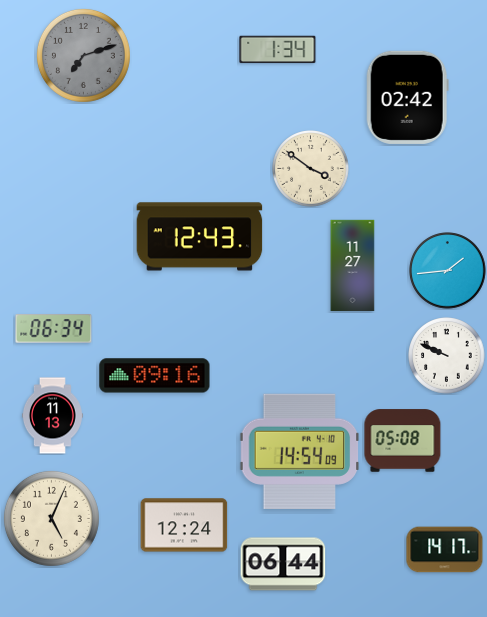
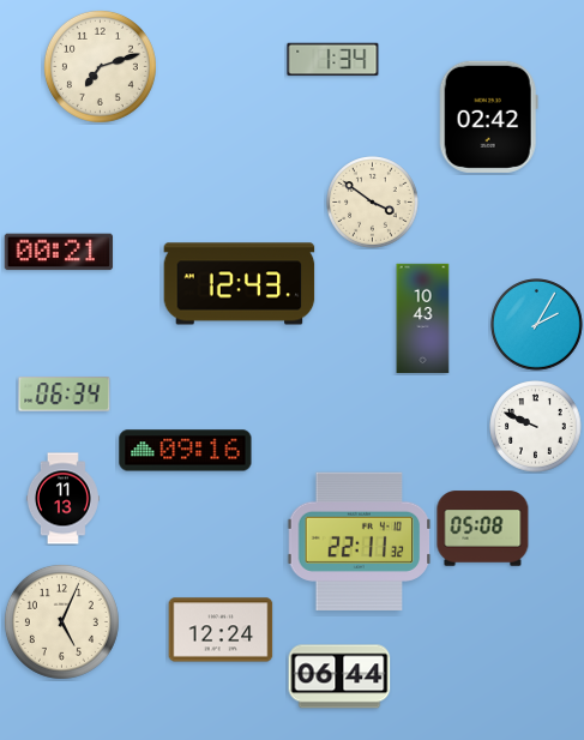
clock at (83, 55) dial: grey -> cream
clock at (59, 252): none -> 00:21
clock at (353, 266): 11:27 -> 10:43
clock at (448, 271): 1:44 -> 2:05
clock at (300, 451): 14:54 -> 22:11
clock at (445, 550): 14:17 -> none
